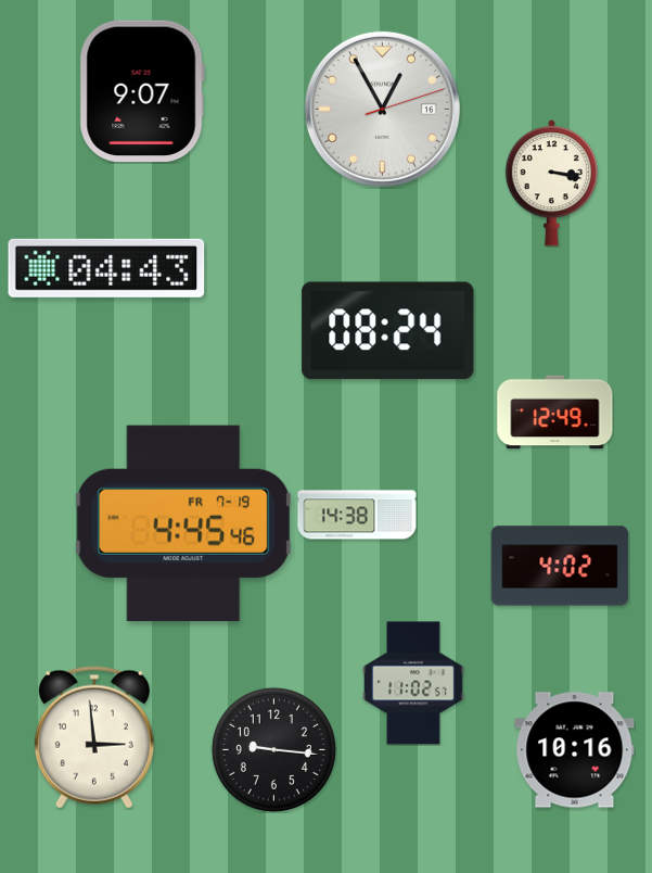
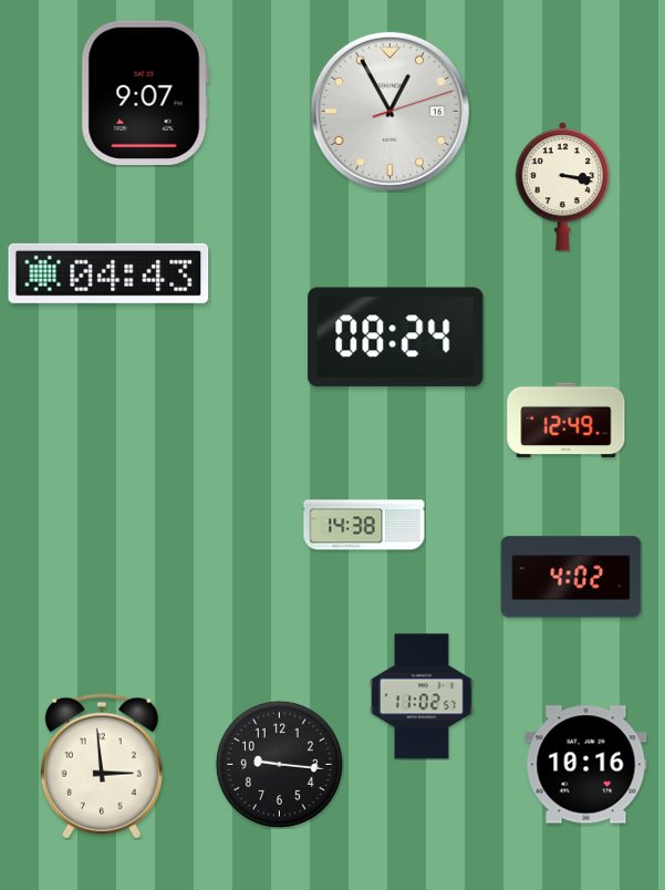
clock at (183, 523): 4:45 -> none
clock at (94, 737) position: (94, 737) -> (102, 766)
